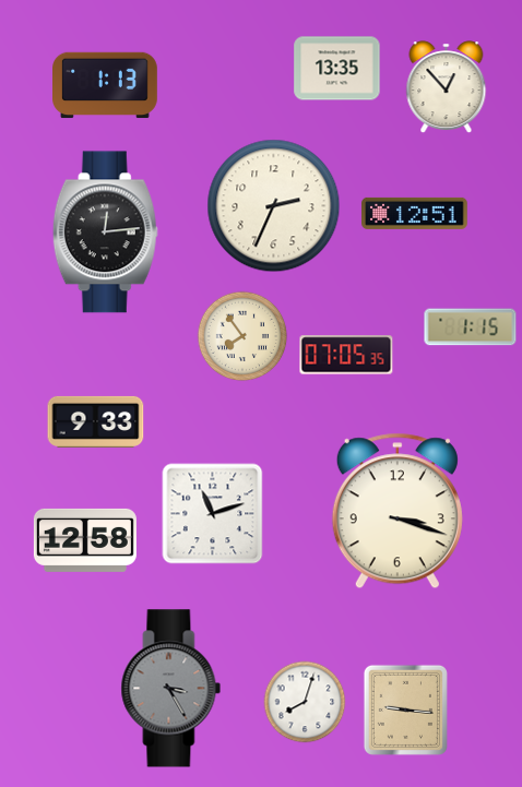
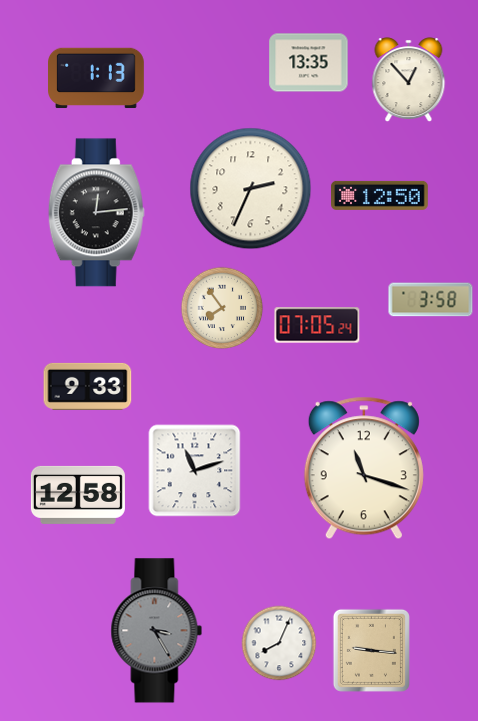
clock at (415, 213): 12:51 -> 12:50
clock at (471, 327): 1:15 -> 3:58
clock at (346, 355): 07:05:35 -> 07:05:24
clock at (398, 511): 3:18 -> 11:18
clock at (305, 702): 8:03 -> 8:04
